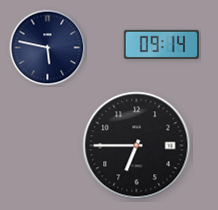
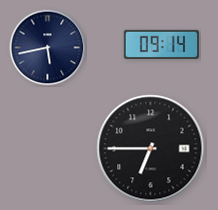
clock at (48, 48): 5:47 -> 5:43
clock at (137, 146) position: (137, 146) -> (151, 149)
